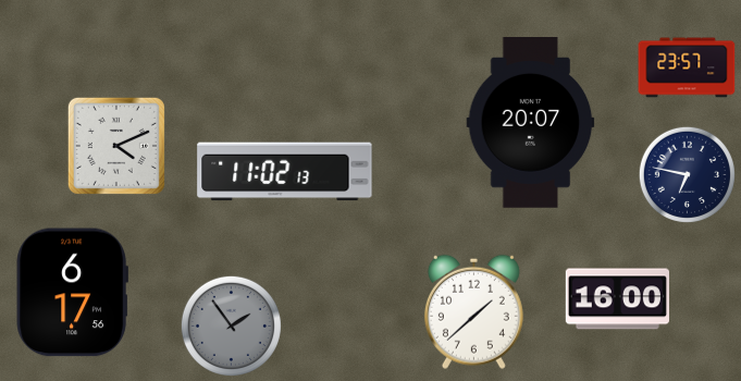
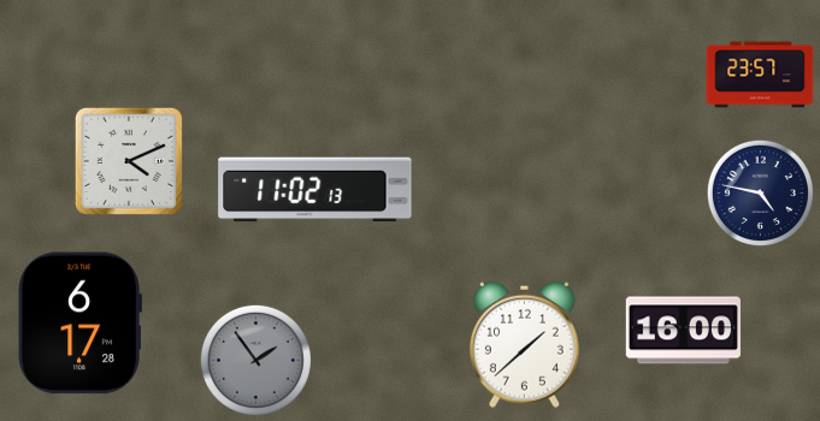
clock at (531, 123): 20:07 -> none
clock at (687, 174): 6:47 -> 4:47
clock at (72, 293): 6:17:56 -> 6:17:28
